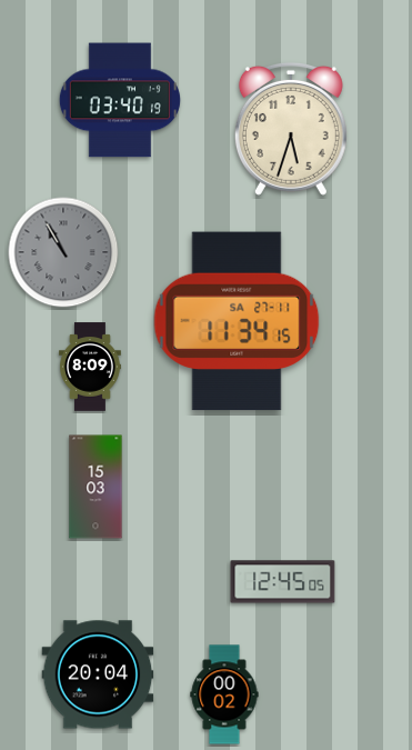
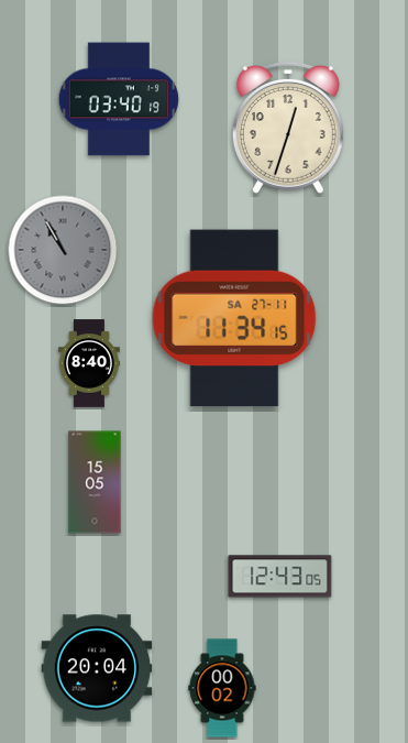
clock at (291, 129): 5:33 -> 12:33
clock at (90, 367): 8:09 -> 8:40
clock at (96, 487): 15:03 -> 15:05
clock at (283, 582): 12:45 -> 12:43
